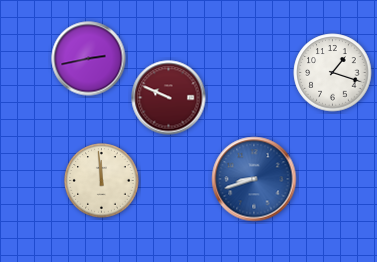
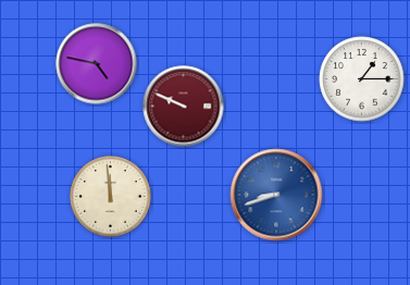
clock at (89, 59): 2:43 -> 4:47
clock at (333, 73): 1:18 -> 1:15
